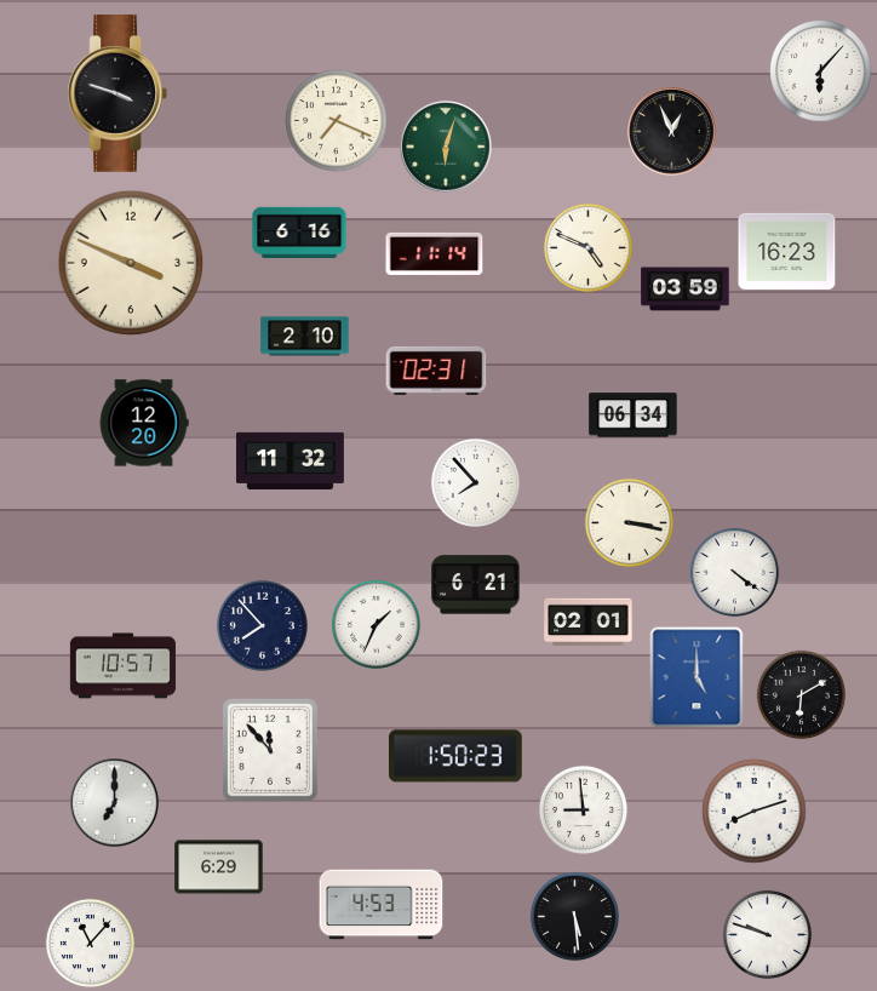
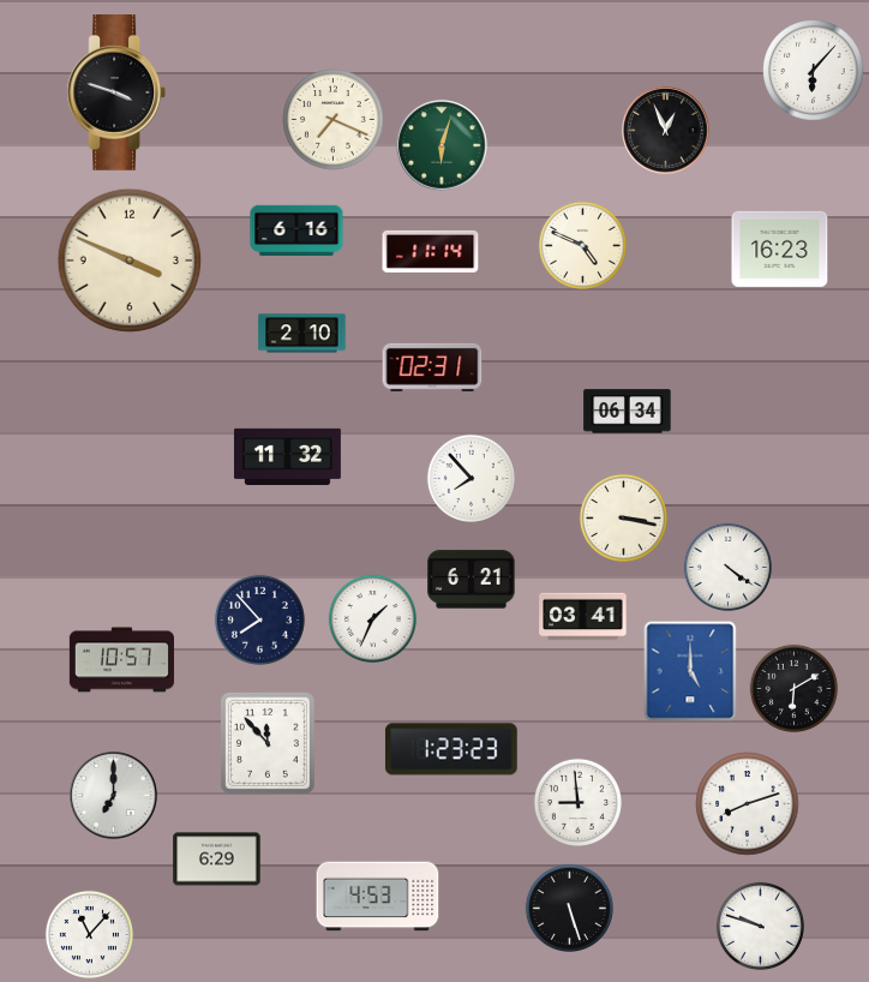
clock at (686, 290): 03:59 -> none
clock at (144, 423): 12:20 -> none
clock at (589, 623): 02:01 -> 03:41
clock at (455, 756): 1:50 -> 1:23
clock at (574, 916): 5:29 -> 5:27
